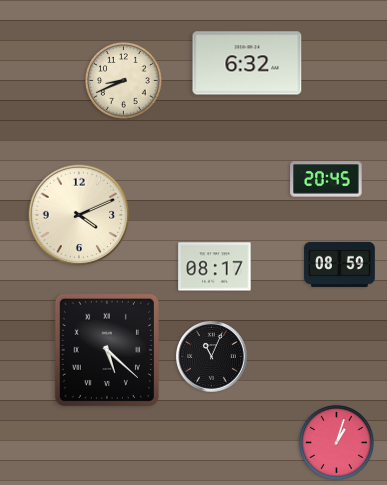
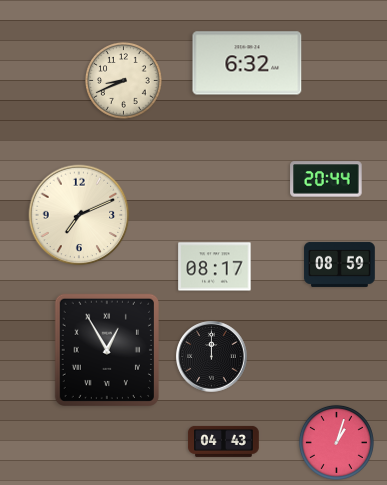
clock at (326, 179): 20:45 -> 20:44
clock at (79, 215): 4:11 -> 7:11
clock at (107, 349): 5:22 -> 12:55
clock at (212, 357): 11:04 -> 12:00
clock at (224, 441): none -> 04:43
